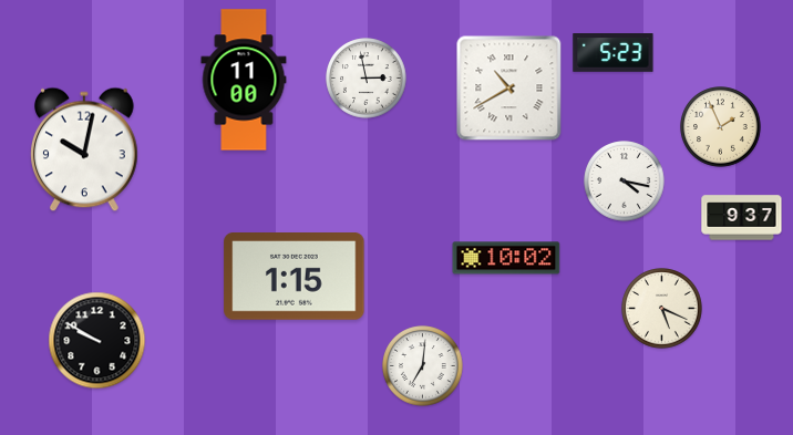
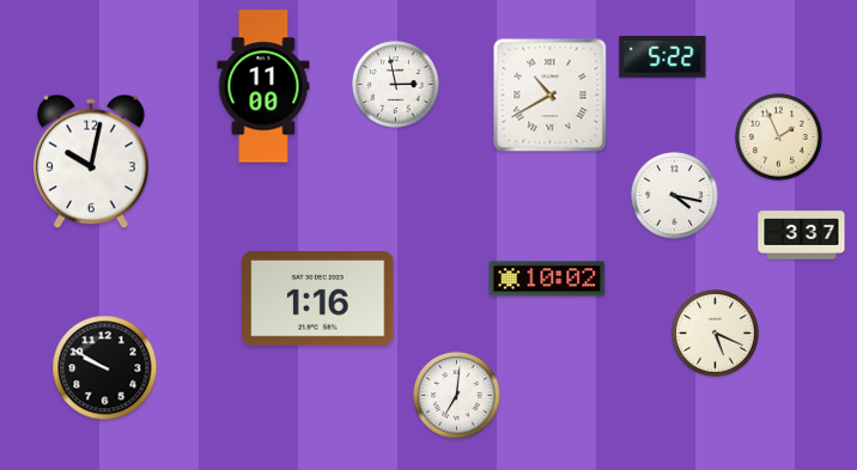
clock at (614, 53): 5:23 -> 5:22
clock at (742, 218): 9:37 -> 3:37
clock at (295, 277): 1:15 -> 1:16
